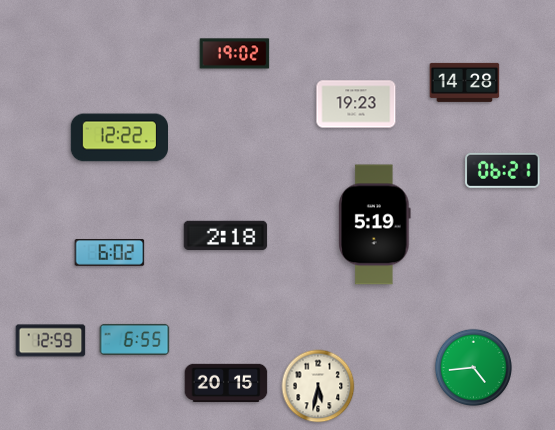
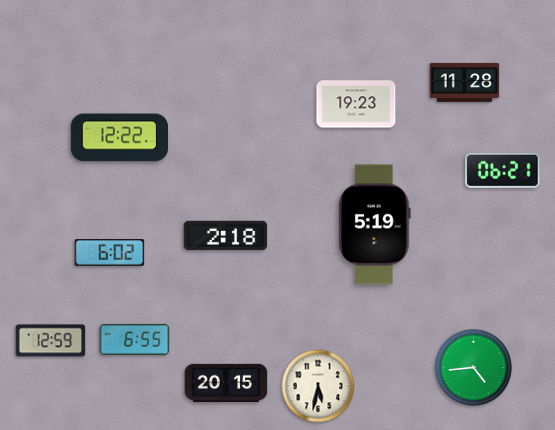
clock at (235, 54): 19:02 -> none
clock at (465, 82): 14:28 -> 11:28
